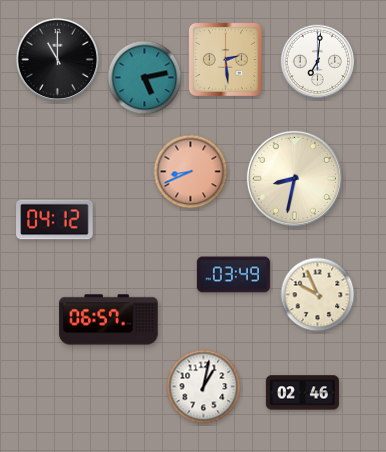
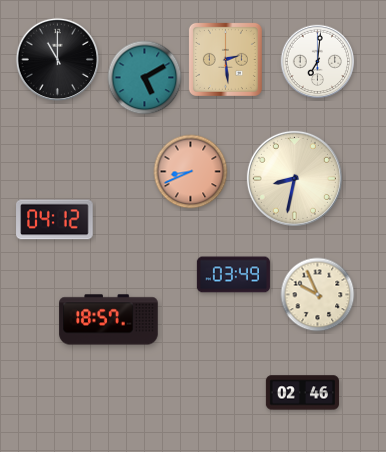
clock at (145, 78): 5:13 -> 5:10
clock at (109, 320): 06:57 -> 18:57
clock at (204, 387): 1:02 -> none
